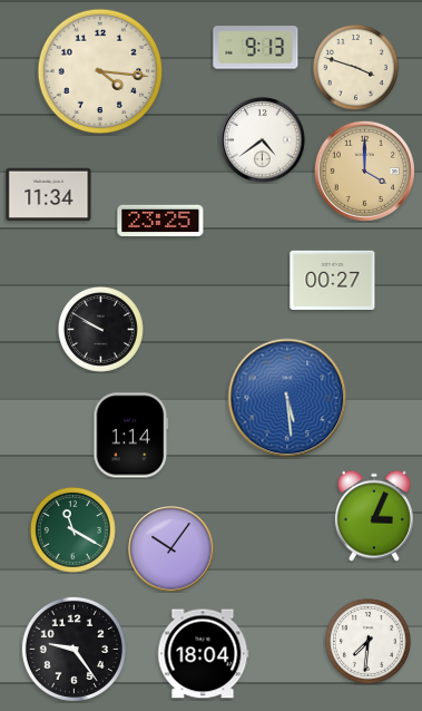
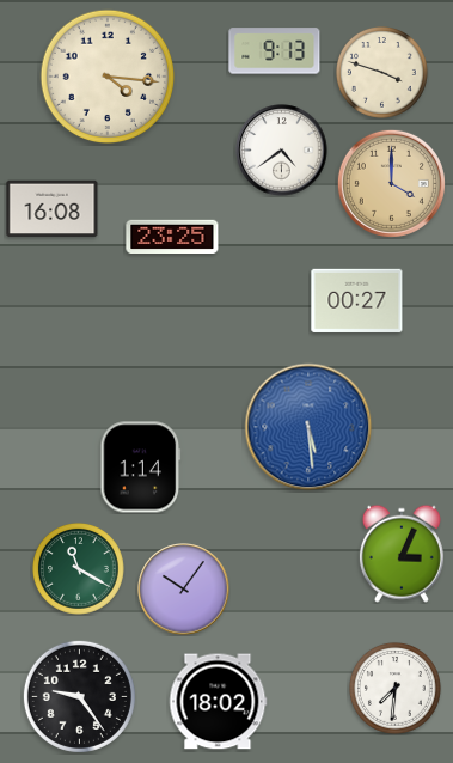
clock at (49, 195): 11:34 -> 16:08
clock at (100, 329): 9:50 -> none
clock at (204, 654): 18:04 -> 18:02
